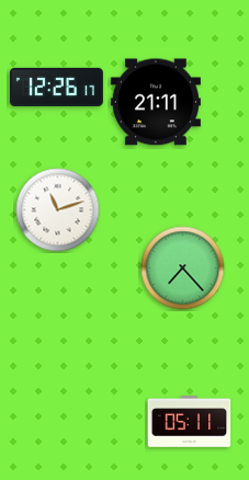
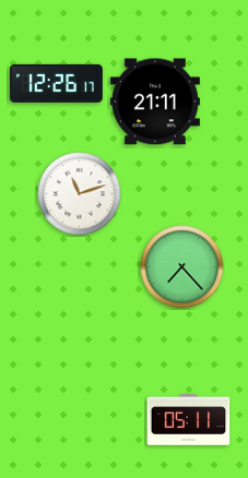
clock at (56, 87) position: (56, 87) -> (56, 83)
clock at (58, 210) position: (58, 210) -> (80, 194)
